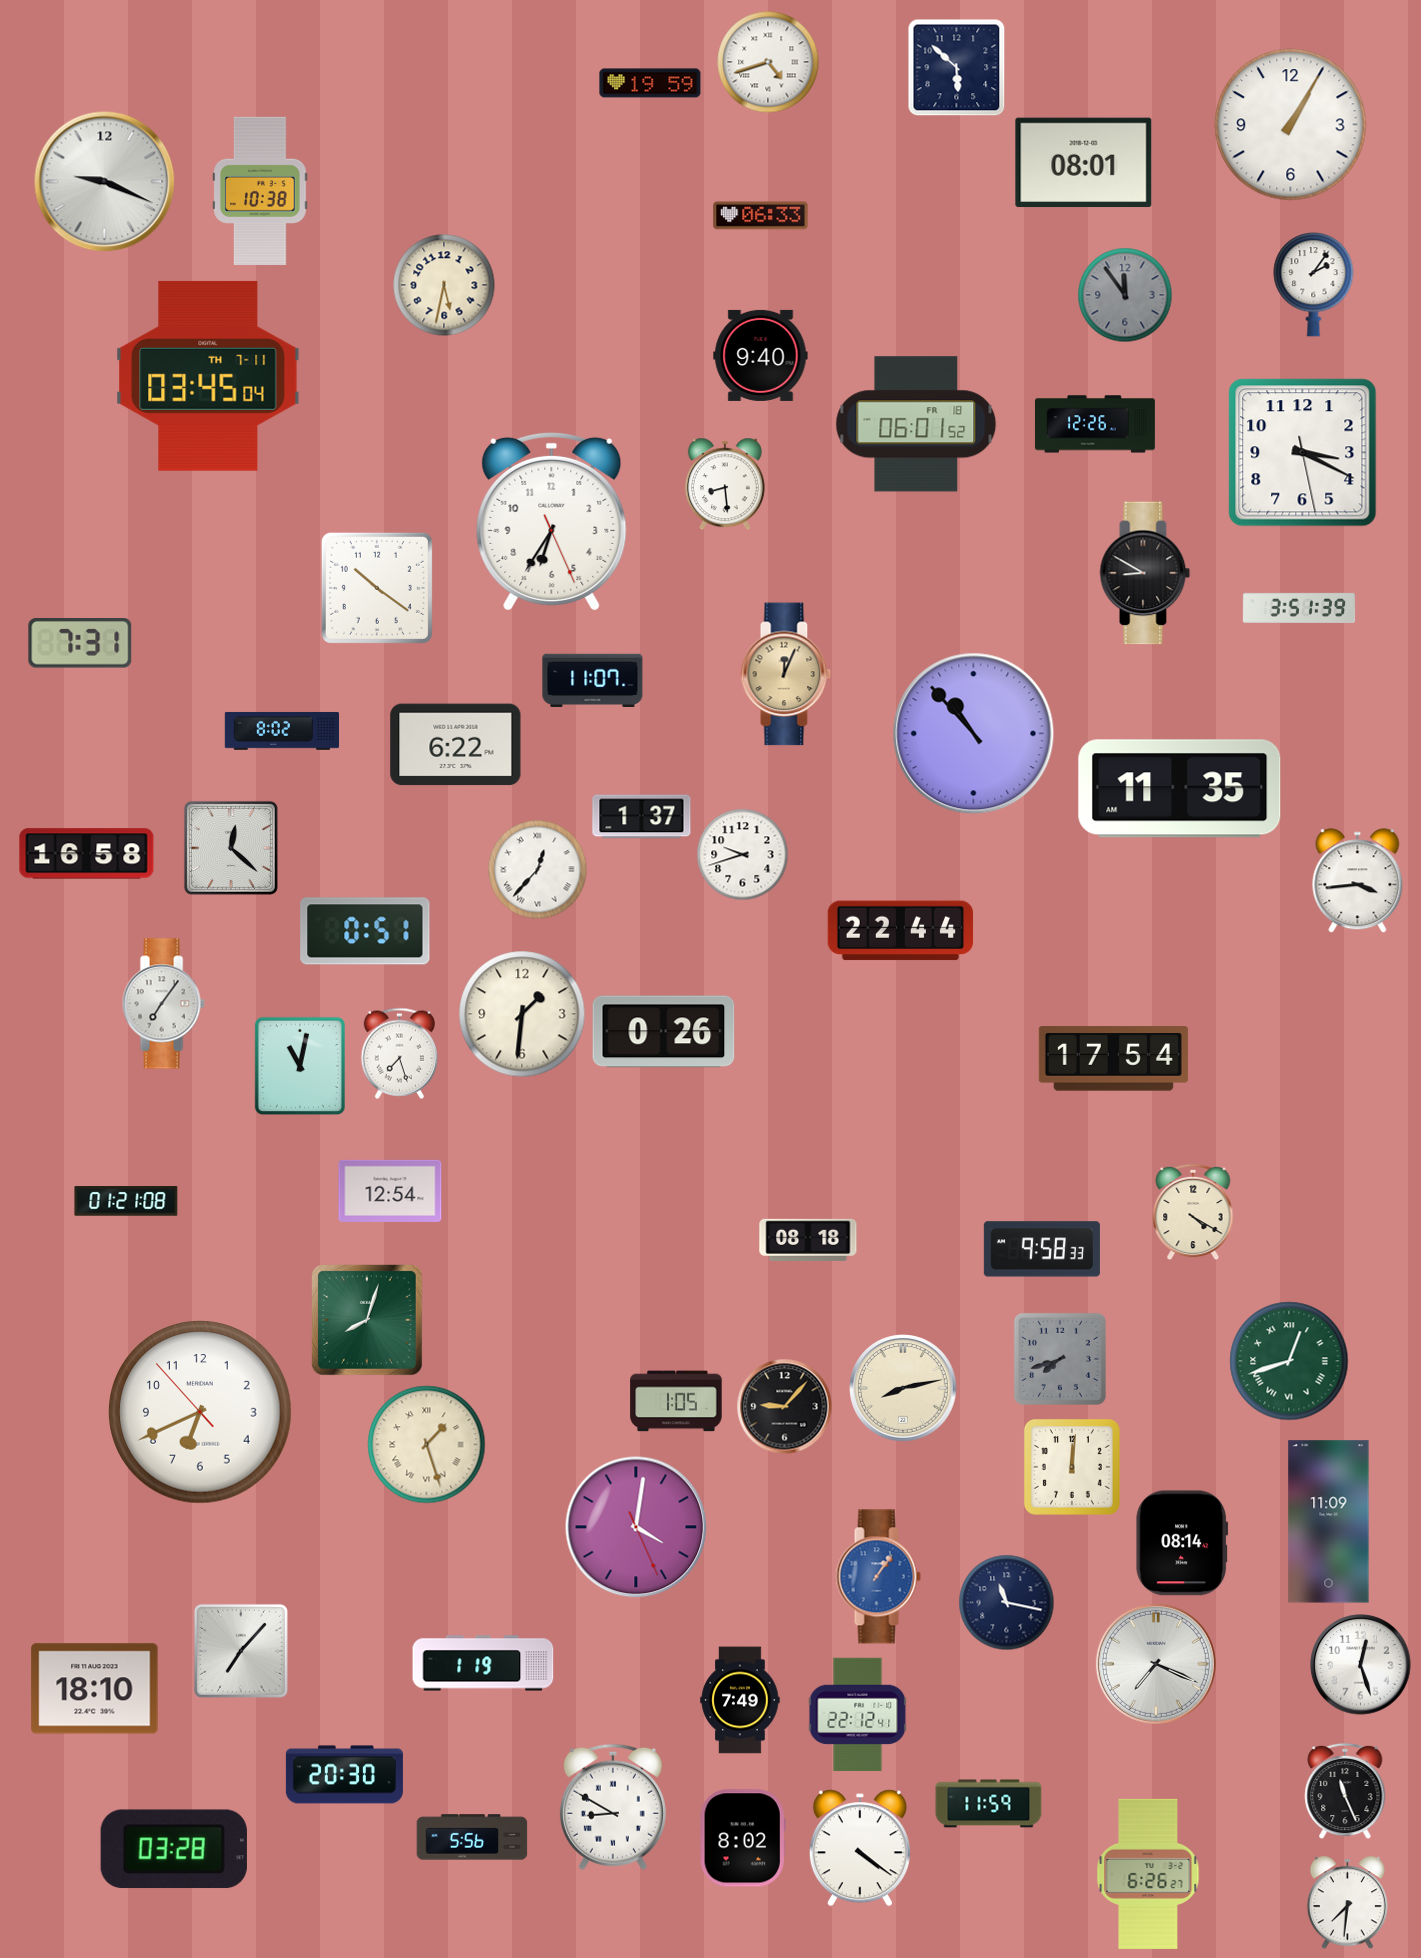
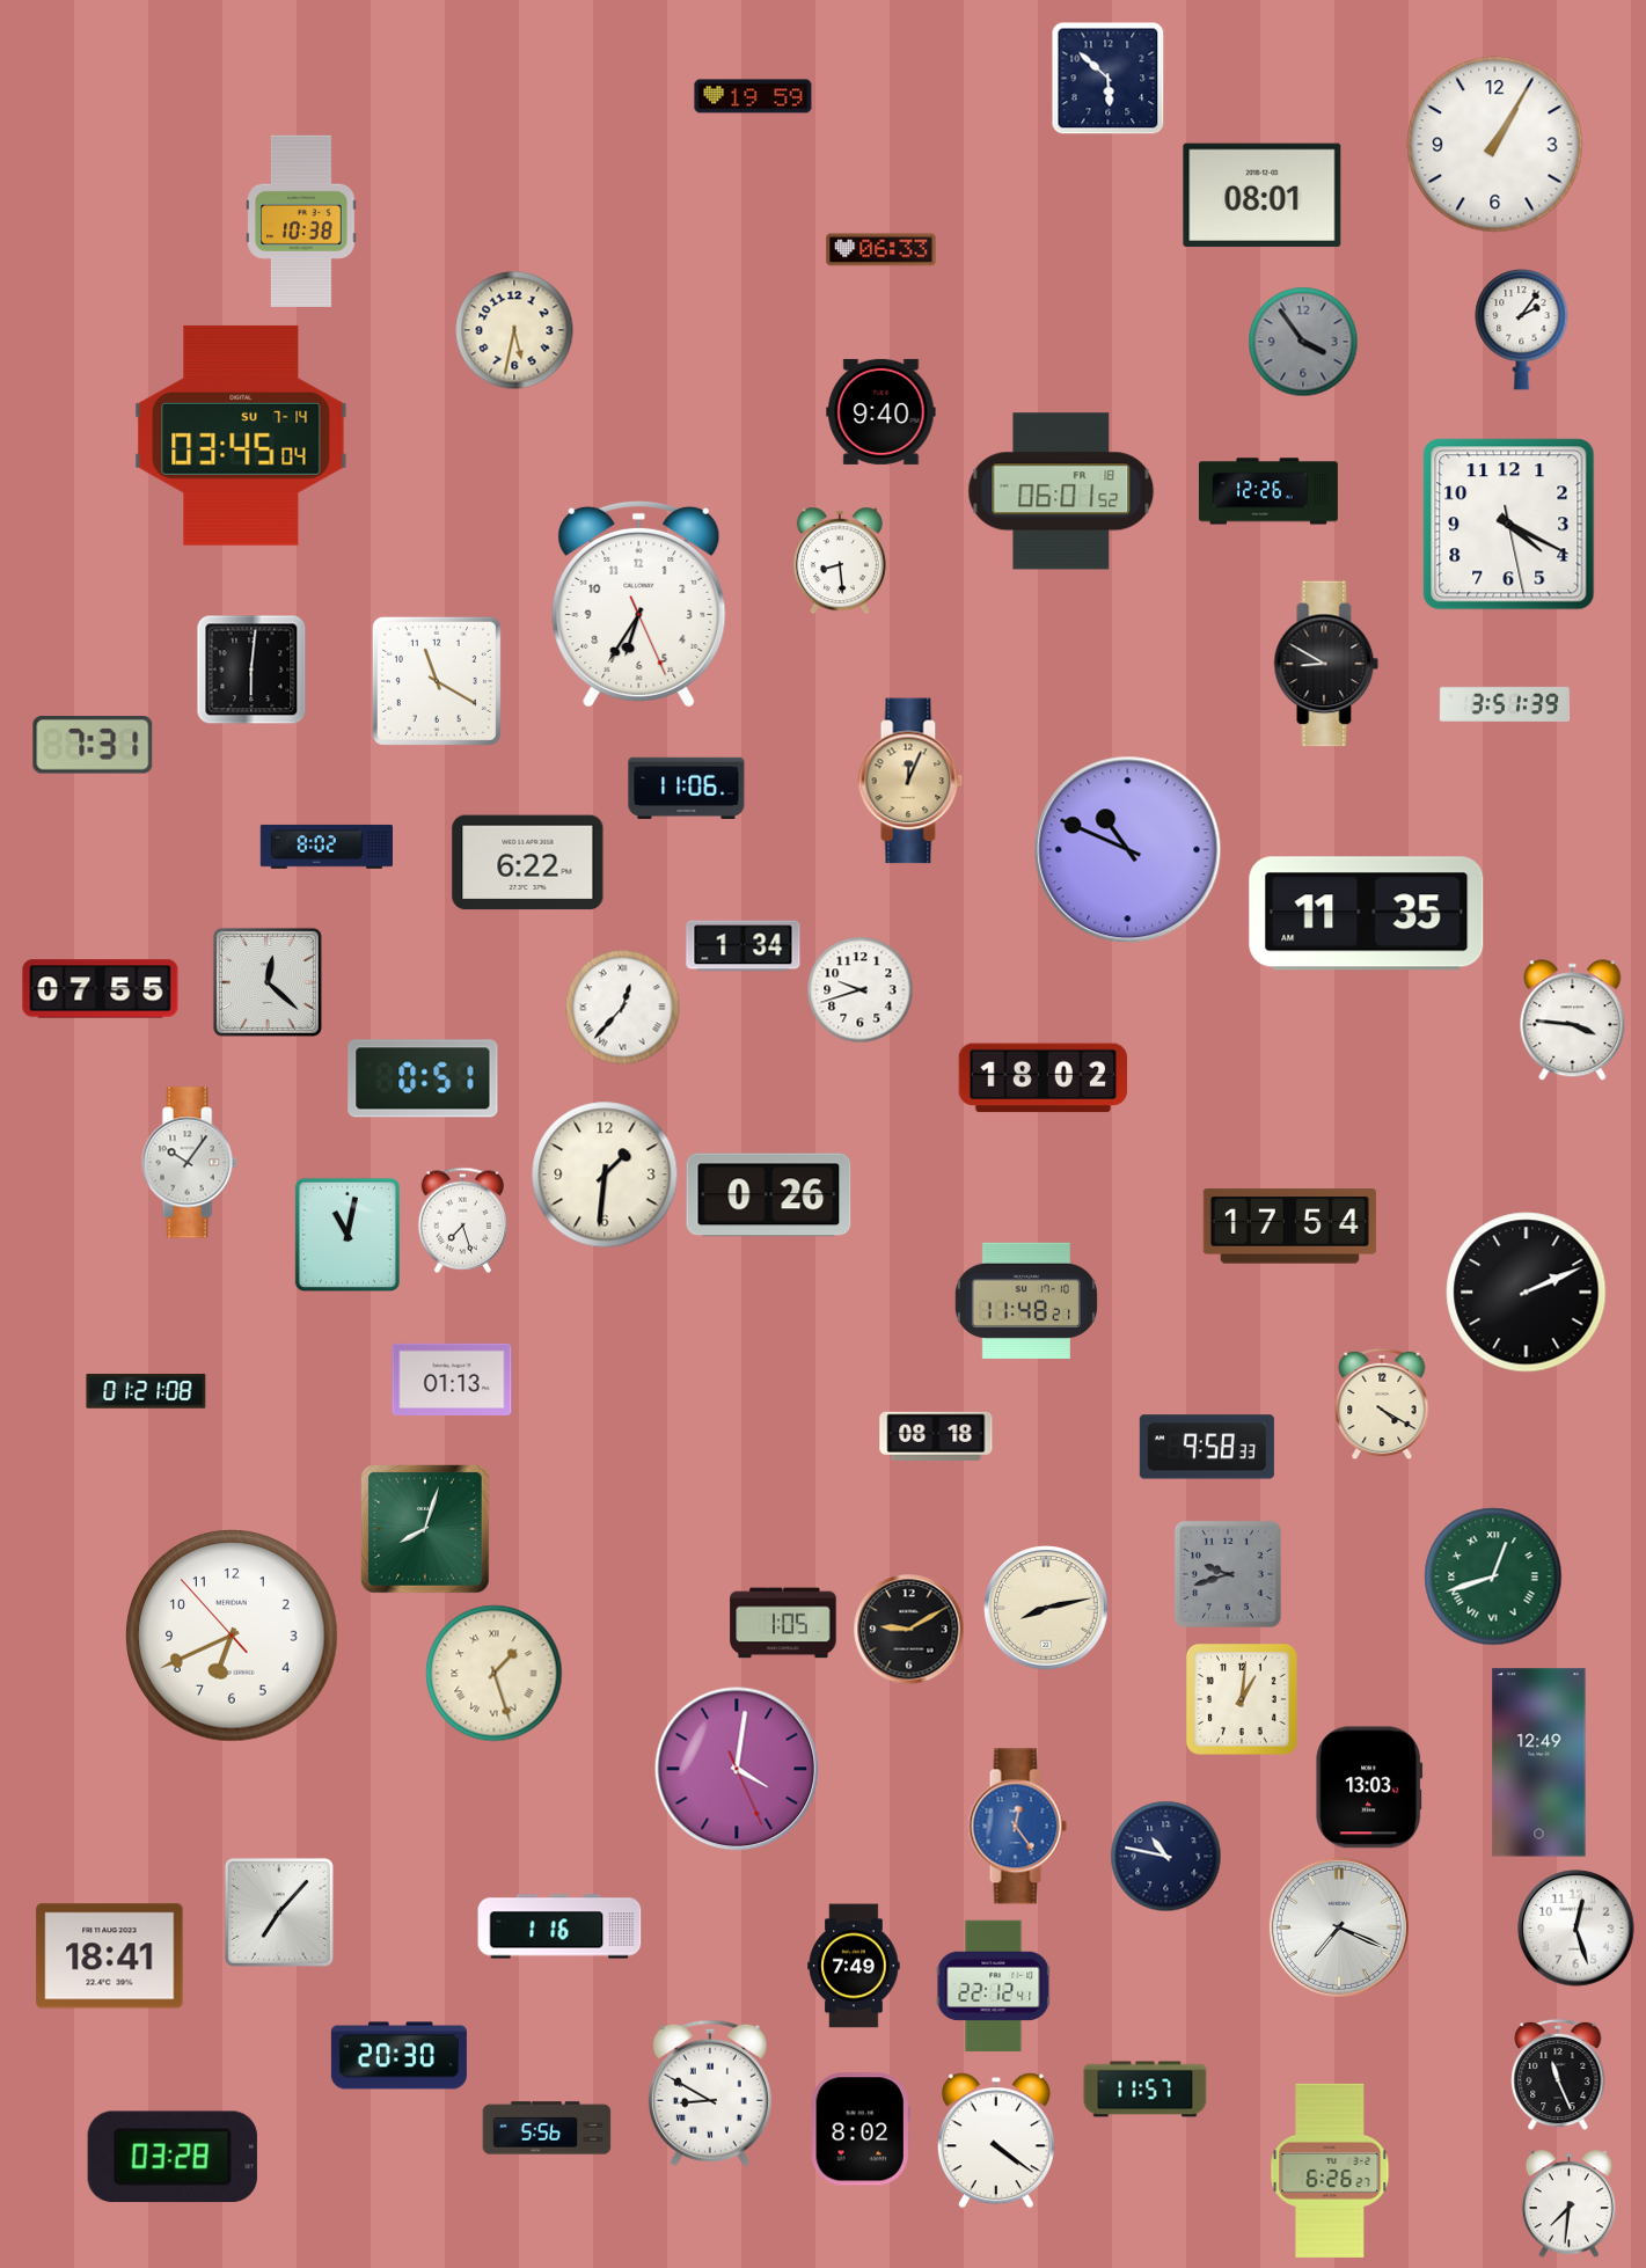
clock at (768, 62): 4:42 -> none
clock at (1084, 163) position: (1084, 163) -> (1263, 196)
clock at (105, 182): 9:19 -> none
clock at (1125, 295): 11:54 -> 3:54
clock at (208, 376) date: TH 7-11 -> SU 7-14
clock at (1303, 453): 3:19 -> 4:19
clock at (251, 670): none -> 6:01
clock at (377, 588): 10:21 -> 11:20
clock at (593, 680): 11:07 -> 11:06
clock at (974, 734): 10:53 -> 10:49
clock at (642, 817): 1:37 -> 1:34
clock at (87, 854): 16:58 -> 07:55
clock at (1358, 881): 3:44 -> 3:46
clock at (901, 931): 22:44 -> 18:02
clock at (163, 1004): 7:06 -> 10:06
clock at (1527, 1293): none -> 2:11
clock at (1026, 1301): none -> 11:48
clock at (390, 1191): 12:54 -> 01:13
clock at (1060, 1359): 7:42 -> 9:42
clock at (785, 1407): 9:07 -> 9:10
clock at (1072, 1467): 12:01 -> 1:01
clock at (1329, 1522): 11:09 -> 12:49
clock at (1182, 1543): 08:14 -> 13:03
clock at (878, 1577): 1:06 -> 12:24
clock at (1007, 1603): 11:17 -> 10:47
clock at (483, 1663): 1:19 -> 1:16
clock at (95, 1689): 18:10 -> 18:41
clock at (740, 1700) position: (740, 1700) -> (854, 1966)
clock at (989, 1804): 11:59 -> 11:57
clock at (174, 1849) position: (174, 1849) -> (173, 2157)
clock at (1347, 1903) position: (1347, 1903) -> (1568, 2204)
